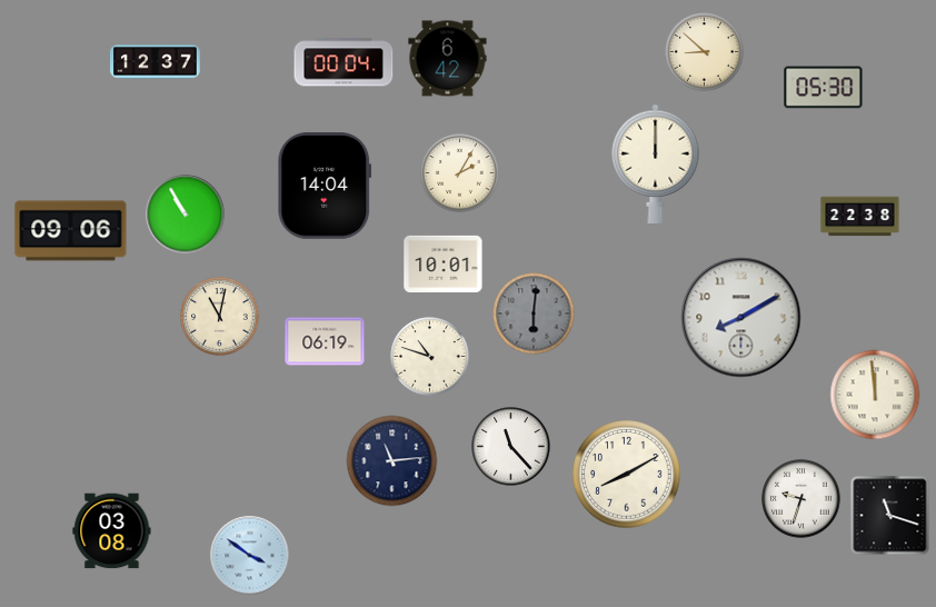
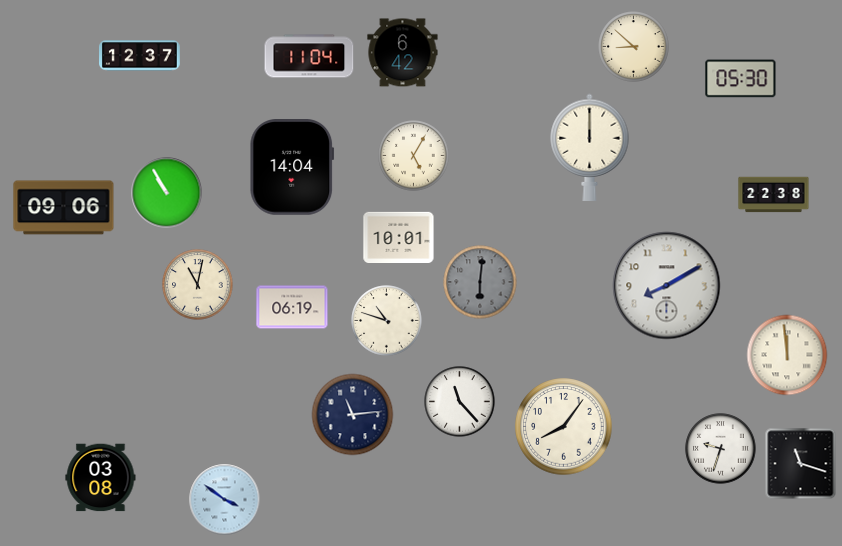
clock at (343, 62): 00:04 -> 11:04
clock at (460, 173): 2:05 -> 5:05
clock at (627, 475): 8:10 -> 8:06
